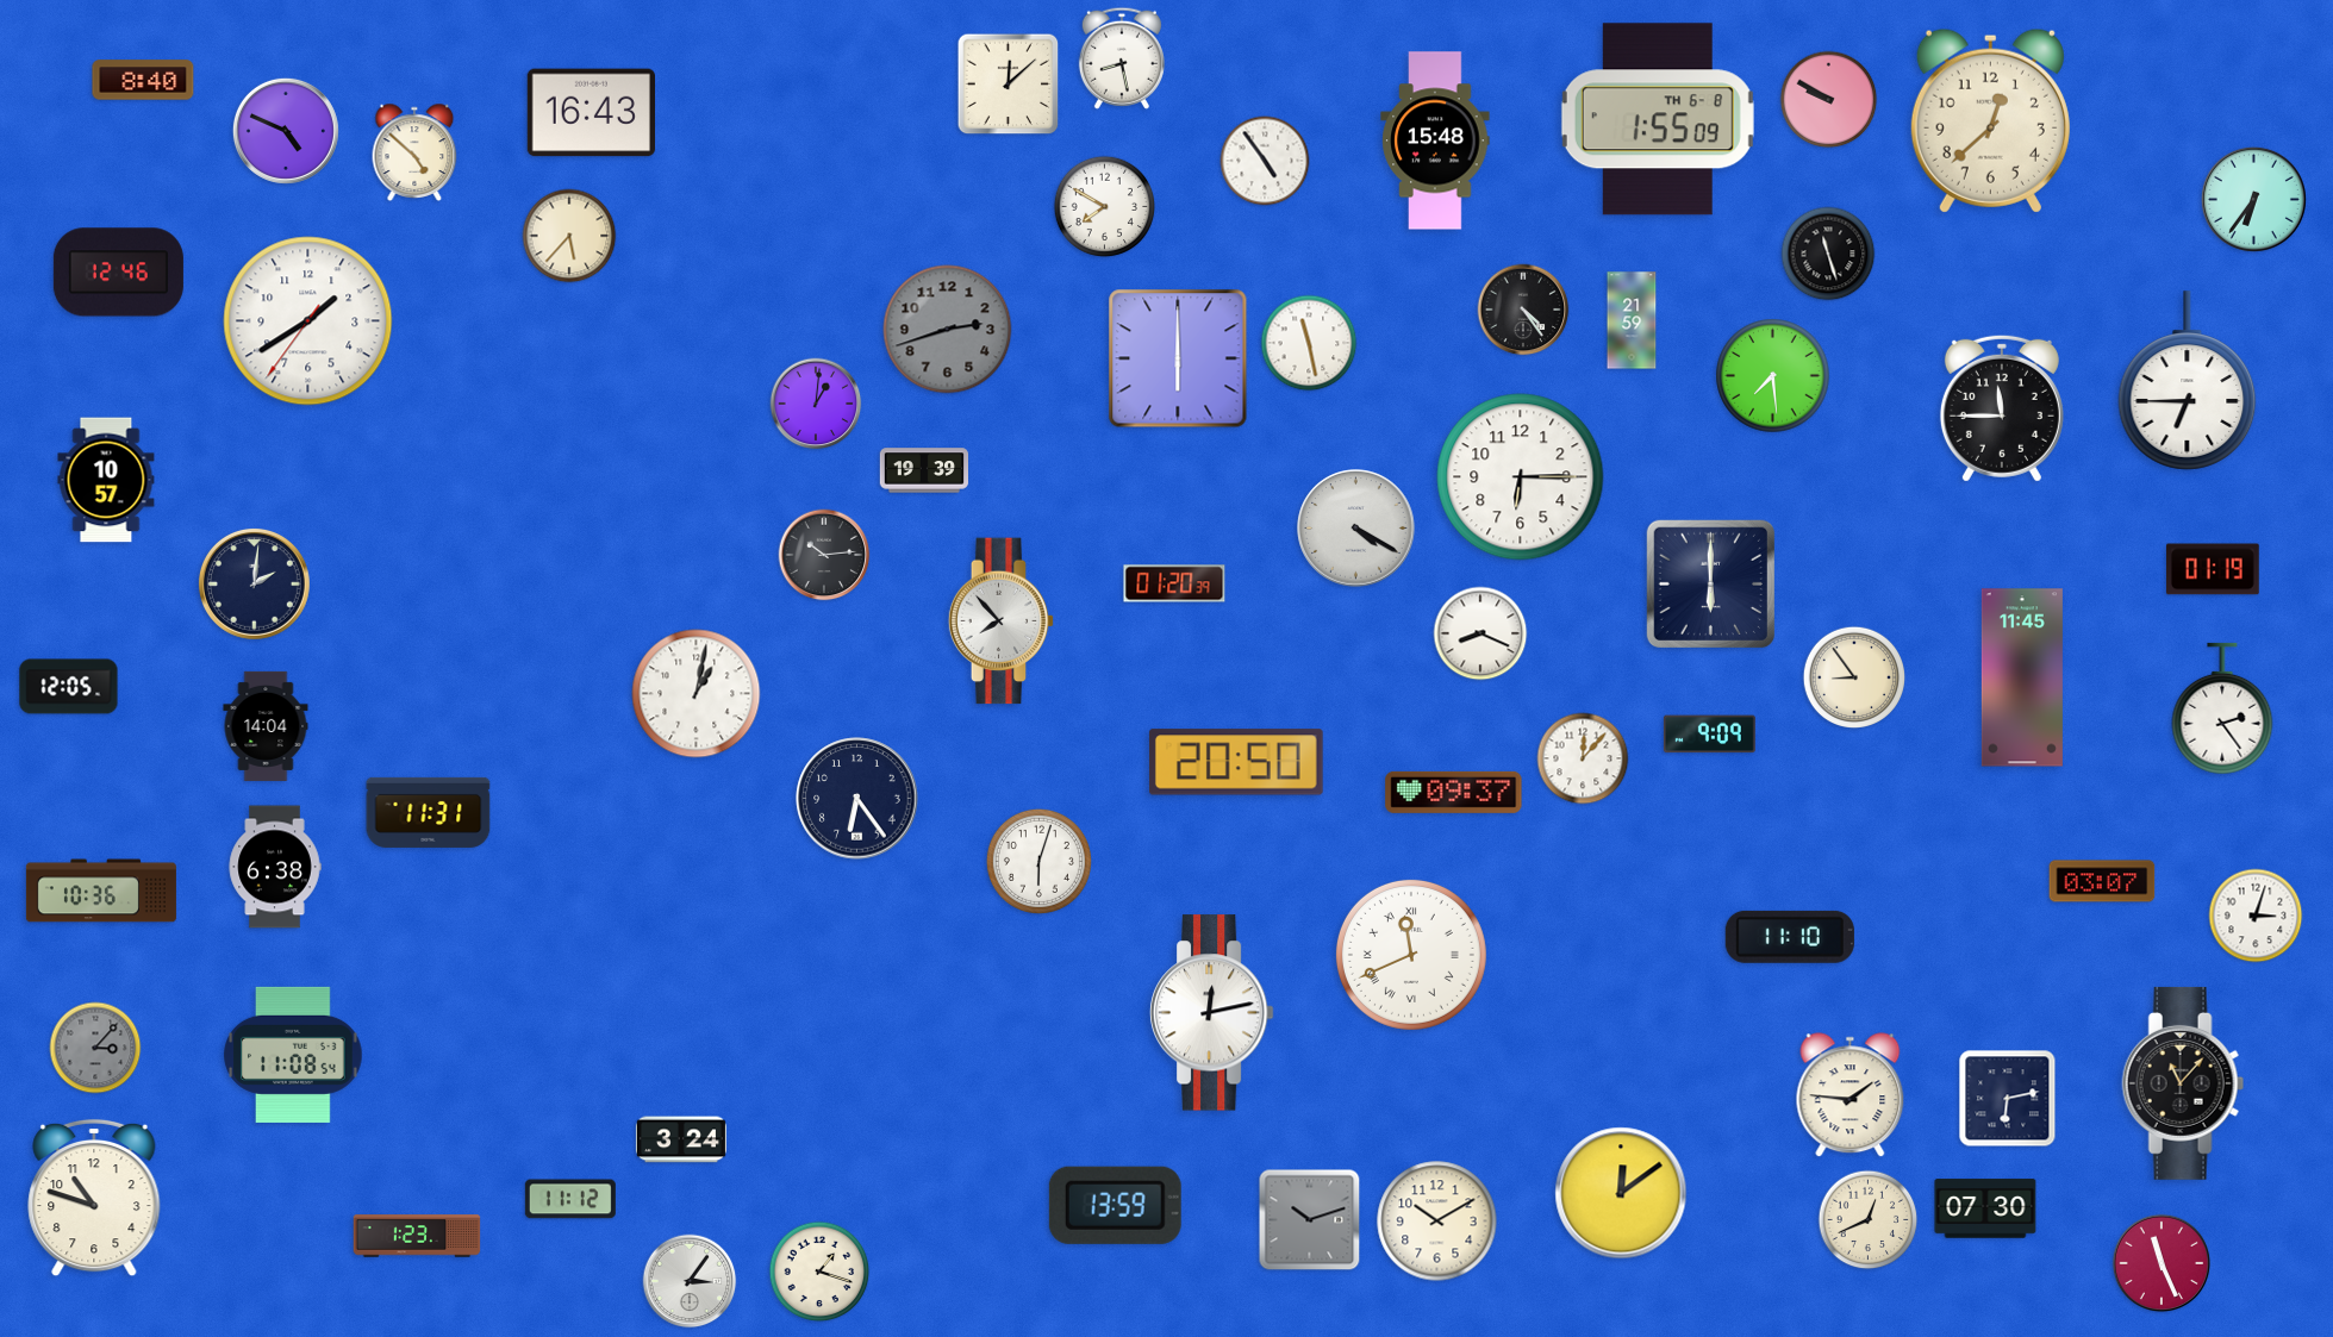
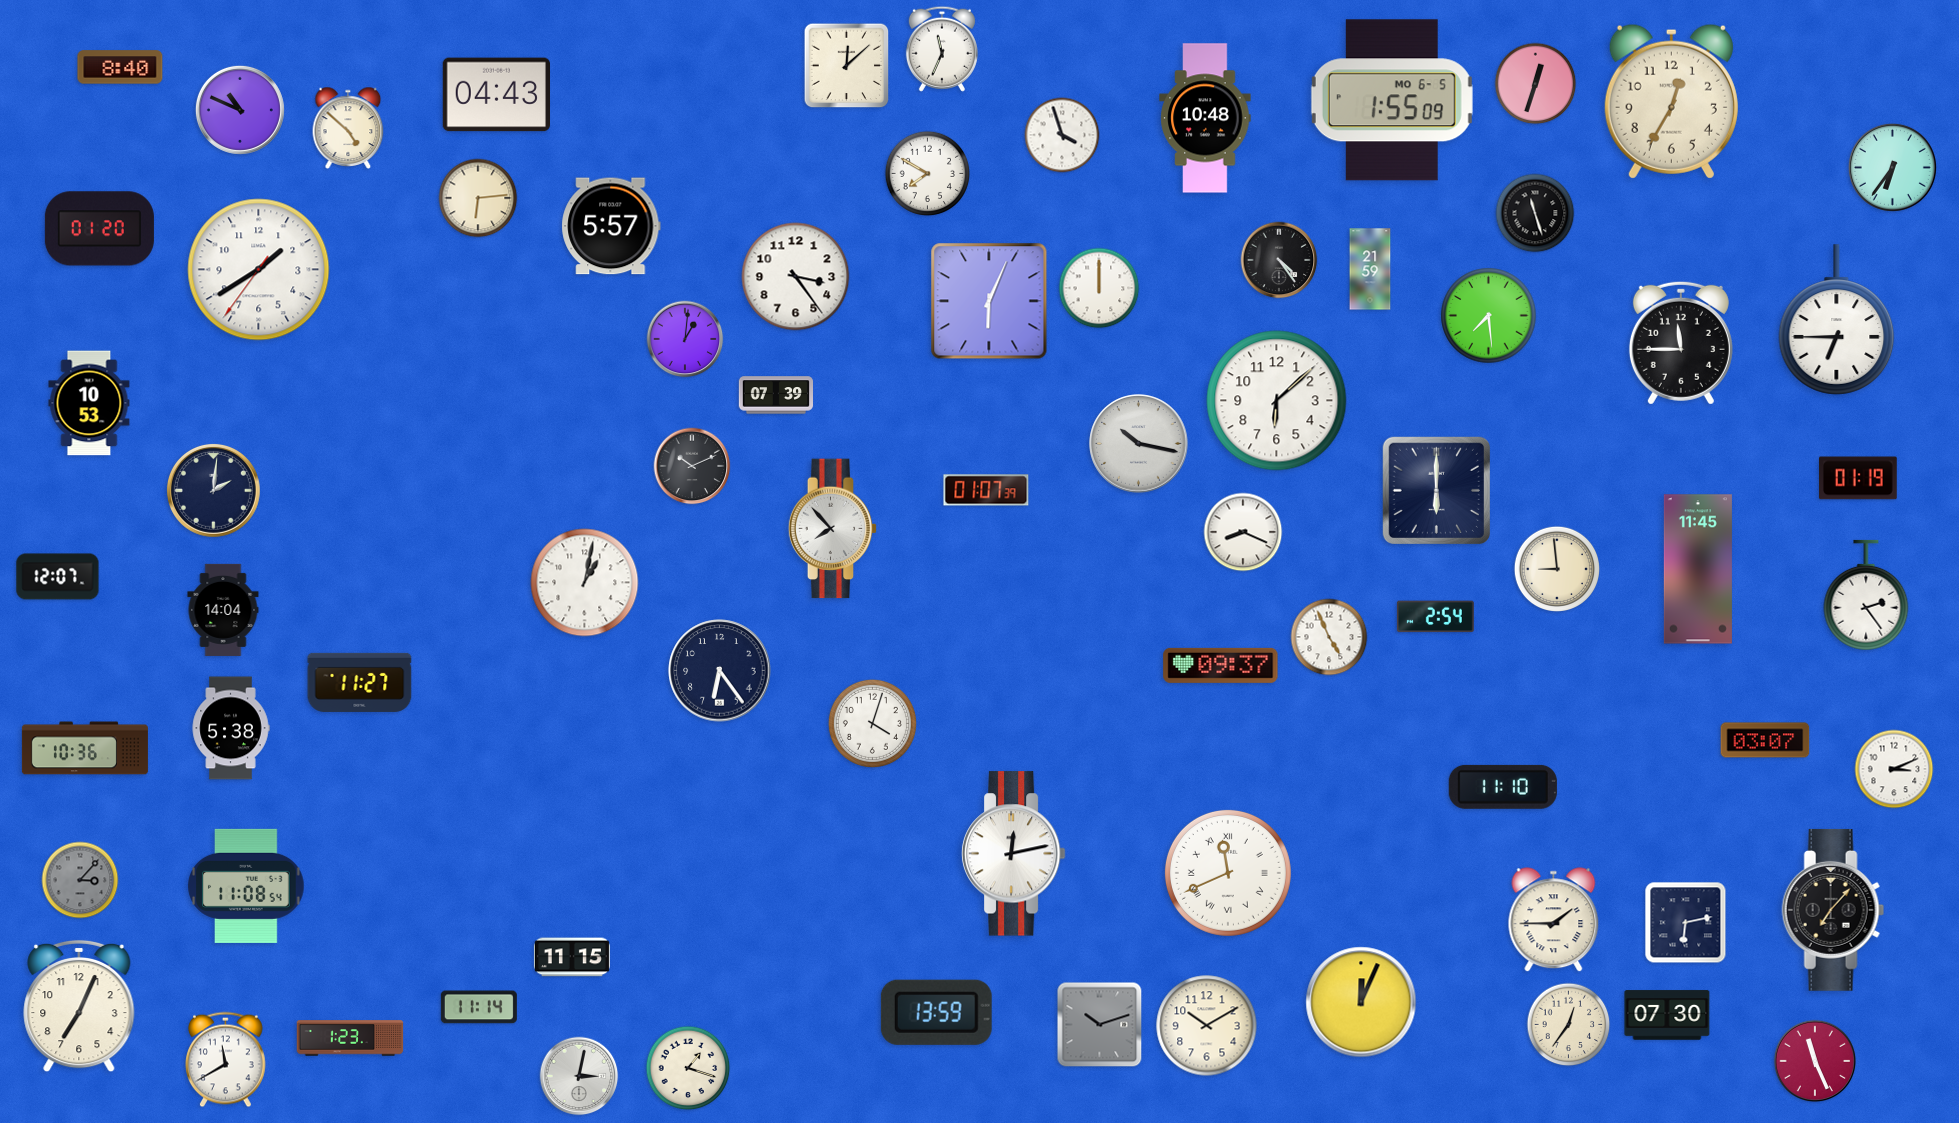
clock at (1122, 58): 8:28 -> 11:34
clock at (1009, 85) position: (1009, 85) -> (847, 66)
clock at (1829, 100): 9:50 -> 12:33
clock at (591, 113): 16:43 -> 04:43
clock at (1658, 119) date: TH 6-8 -> MO 6-5
clock at (1990, 120): 12:38 -> 12:35
clock at (286, 131): 4:49 -> 10:49
clock at (1435, 140): 15:48 -> 10:48
clock at (1265, 161): 4:54 -> 3:57
clock at (569, 236): 5:37 -> 6:14
clock at (611, 226): none -> 5:57
clock at (118, 273): 12:46 -> 01:20
clock at (948, 330): 2:42 -> 3:24
clock at (948, 330) dial: grey -> white
clock at (1309, 343): 11:28 -> 12:00
clock at (1178, 358): 6:00 -> 6:04
clock at (923, 470): 19:39 -> 07:39
clock at (1521, 477): 6:15 -> 6:08
clock at (106, 480): 10:57 -> 10:53
clock at (1356, 529): 4:20 -> 10:17
clock at (824, 555): 10:14 -> 10:11
clock at (1174, 583): 01:20 -> 01:07
clock at (1002, 621) position: (1002, 621) -> (833, 529)
clock at (1853, 676): 8:54 -> 8:59
clock at (69, 687): 12:05 -> 12:07
clock at (1709, 735): 9:09 -> 2:54
clock at (1583, 758): 12:07 -> 4:56
clock at (1236, 762): 20:50 -> none
clock at (429, 812): 11:31 -> 11:27
clock at (1038, 861): 6:03 -> 4:03
clock at (275, 867): 6:38 -> 5:38
clock at (2256, 916): 3:03 -> 3:11
clock at (1411, 955) position: (1411, 955) -> (1228, 873)
clock at (1211, 1013) position: (1211, 1013) -> (1013, 854)
clock at (2183, 1083): 11:07 -> 7:07
clock at (1851, 1095): 1:46 -> 1:45
clock at (681, 1139): 3:24 -> 11:15
clock at (1621, 1193): 12:09 -> 12:04
clock at (94, 1198): 10:48 -> 7:04
clock at (570, 1199): 11:12 -> 11:14
clock at (1869, 1220): 12:41 -> 12:36
clock at (226, 1060): none -> 11:40
clock at (690, 1281): 3:06 -> 3:02
